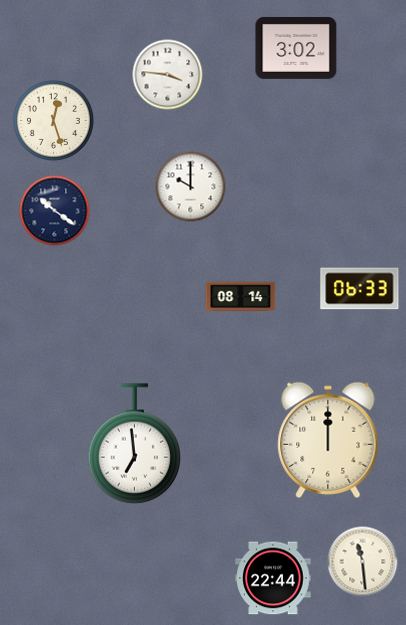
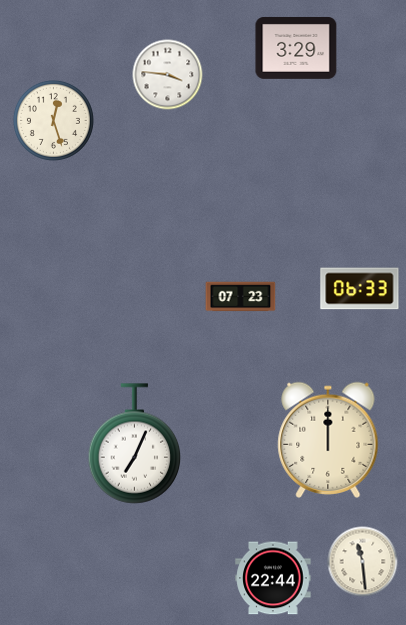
clock at (296, 48): 3:02 -> 3:29
clock at (191, 187): 10:00 -> none
clock at (55, 211): 10:21 -> none
clock at (241, 297): 08:14 -> 07:23
clock at (135, 444): 6:59 -> 7:04
